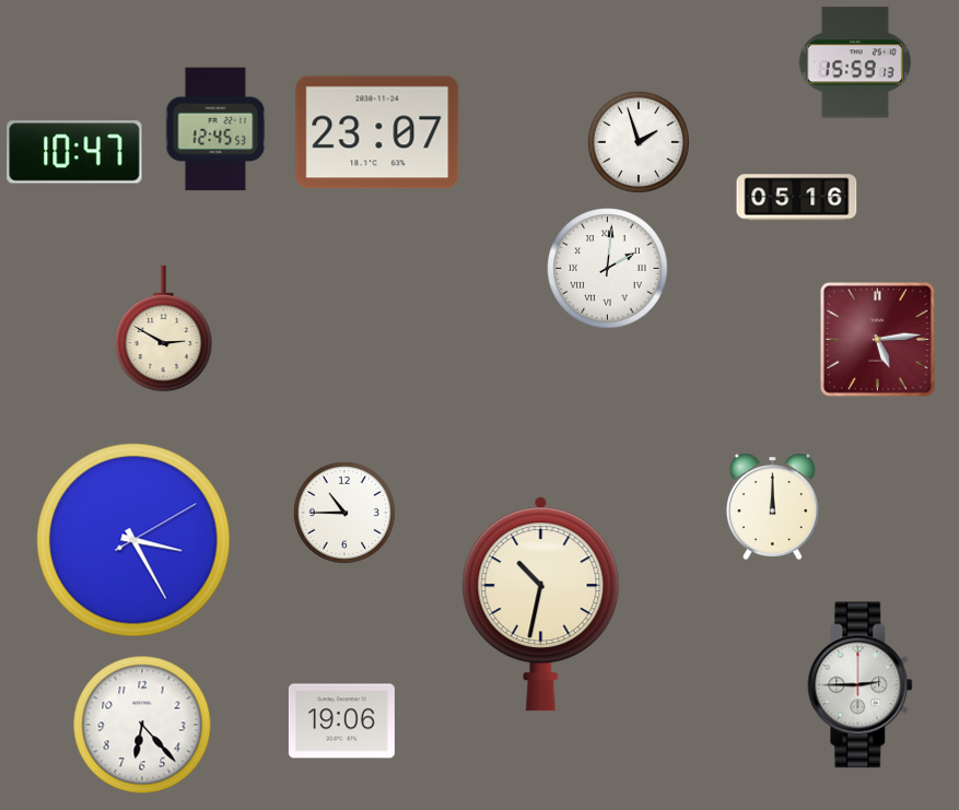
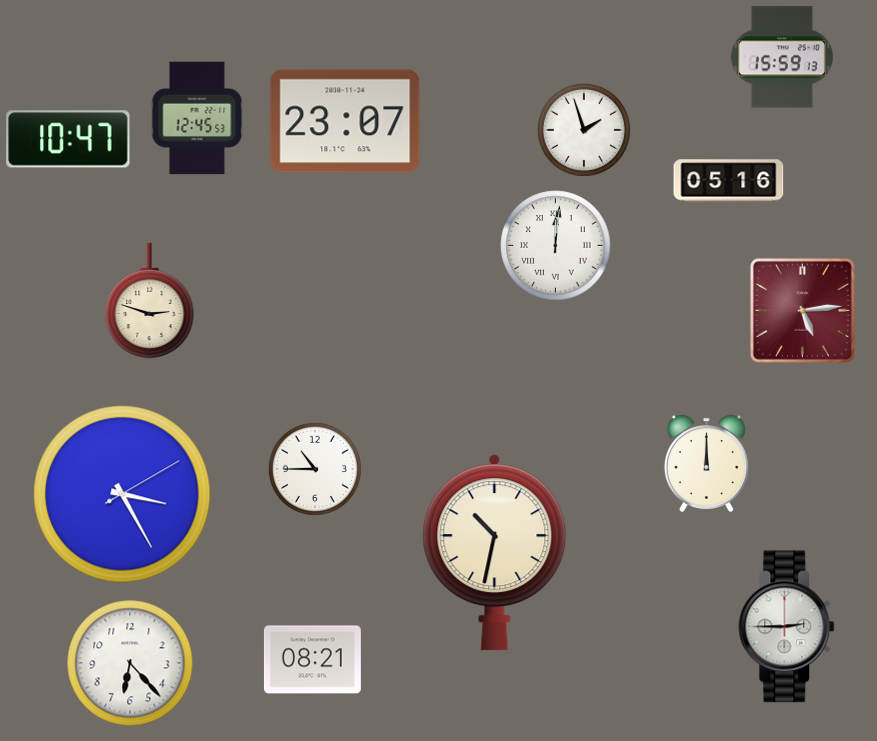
clock at (608, 269): 2:01 -> 12:01
clock at (164, 329): 2:50 -> 2:48
clock at (341, 721): 19:06 -> 08:21
